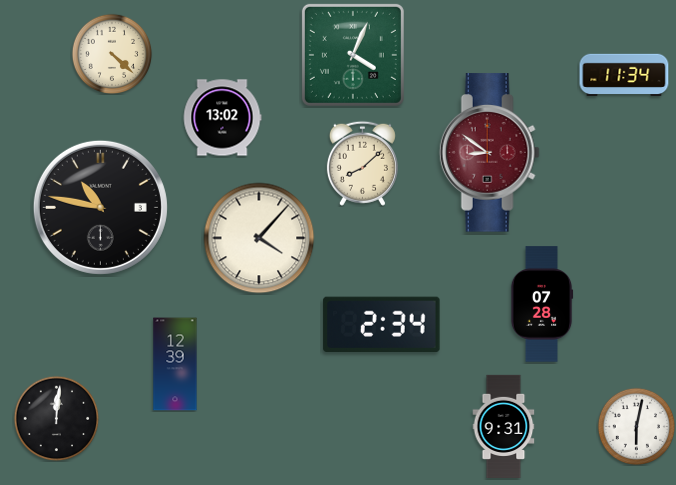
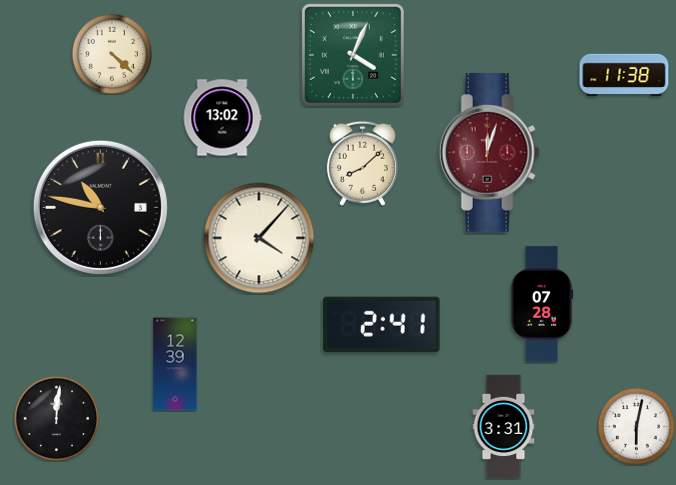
clock at (624, 75): 11:34 -> 11:38
clock at (489, 153): 8:51 -> 12:03
clock at (382, 324): 2:34 -> 2:41
clock at (504, 426): 9:31 -> 3:31
